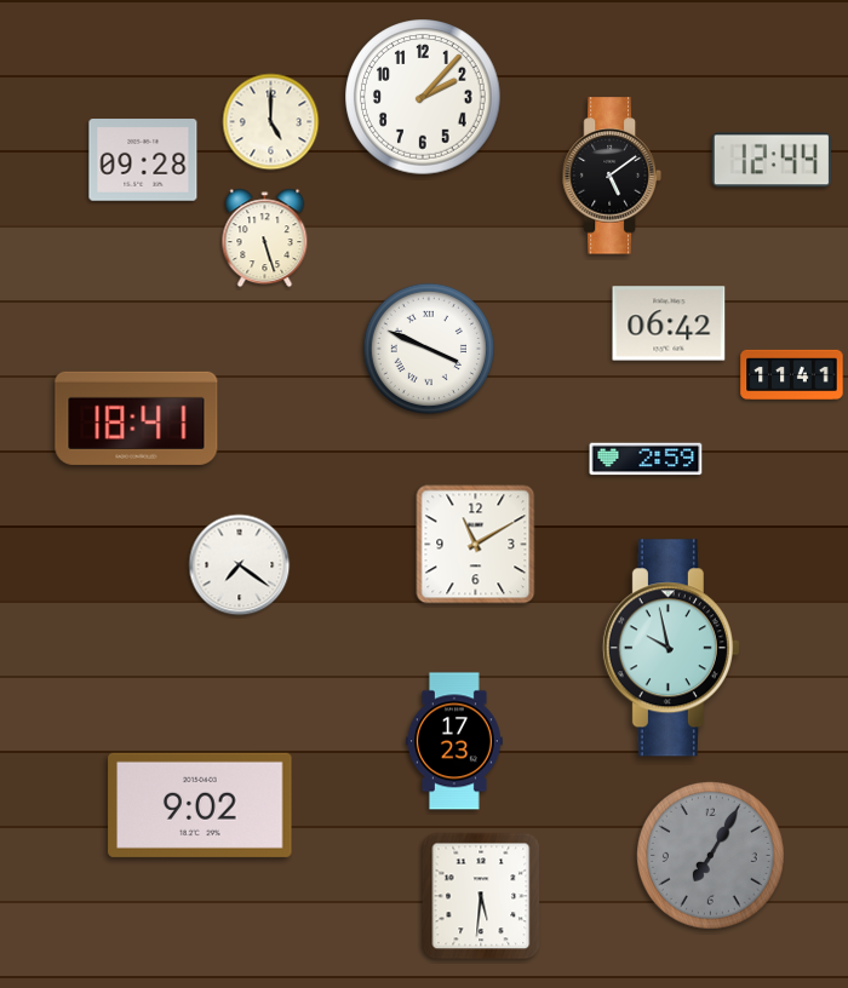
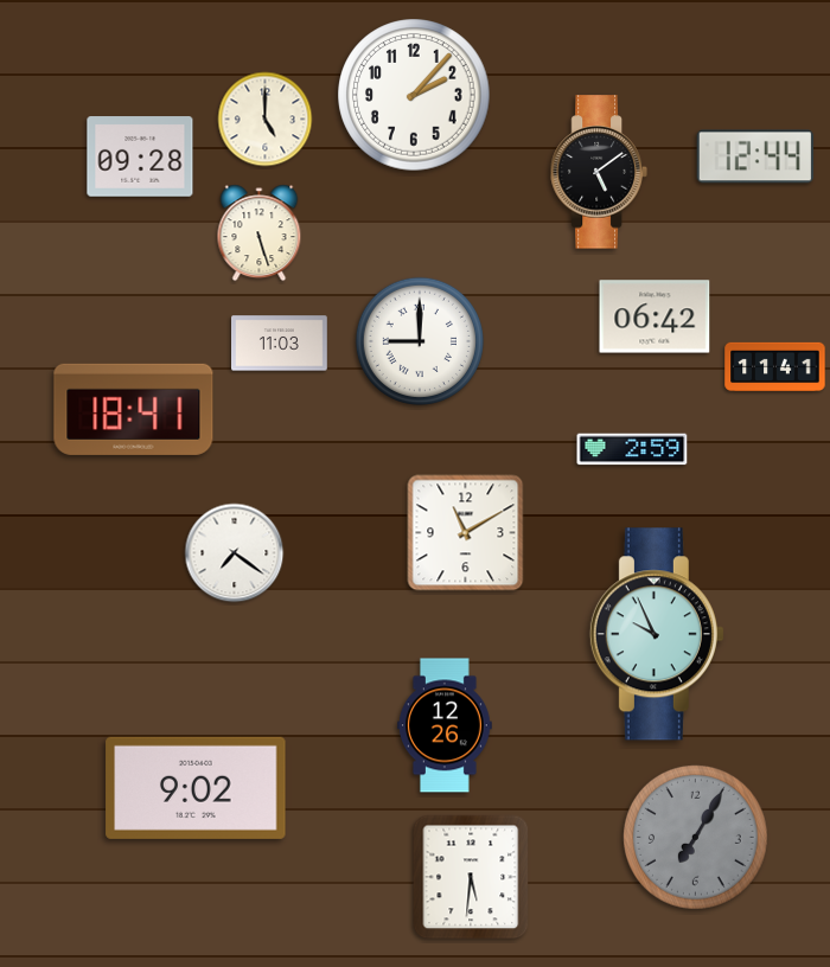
clock at (429, 349): 3:49 -> 9:00
clock at (280, 344): none -> 11:03
clock at (671, 648): 9:58 -> 9:56
clock at (454, 741): 17:23 -> 12:26
